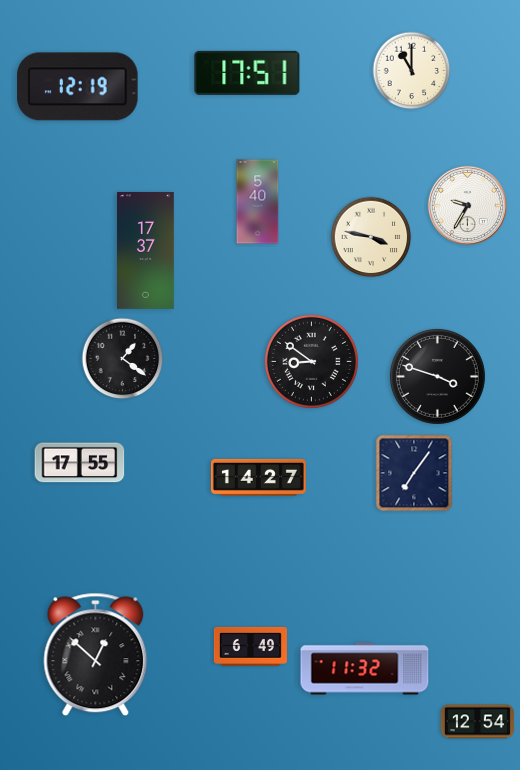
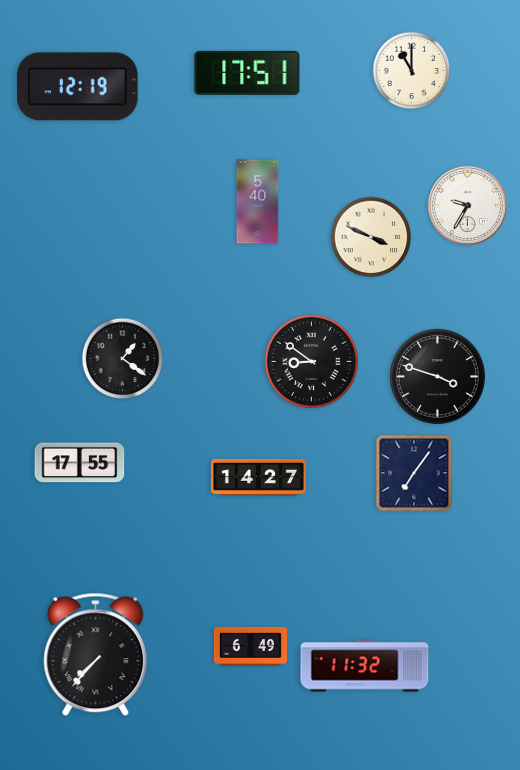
clock at (371, 237): 3:47 -> 3:49
clock at (146, 250): 17:37 -> none
clock at (96, 655): 12:52 -> 7:37
clock at (365, 669) position: (365, 669) -> (365, 666)
clock at (477, 722): 12:54 -> none
